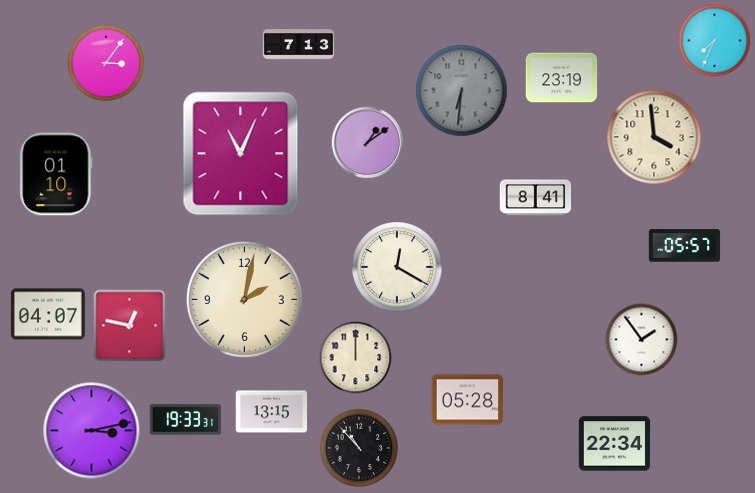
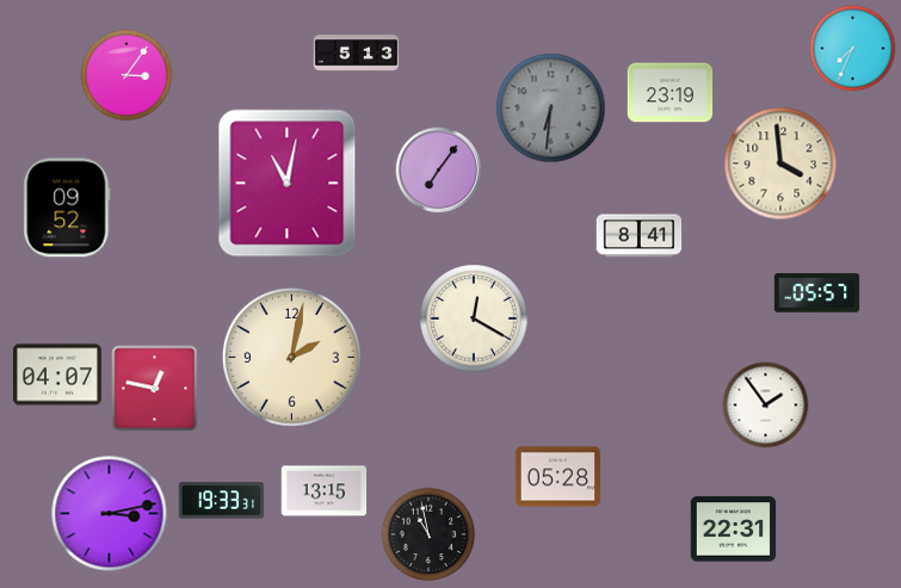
clock at (299, 45): 7:13 -> 5:13
clock at (368, 143): 1:09 -> 7:06
clock at (241, 154): 11:04 -> 11:02
clock at (56, 174): 01:10 -> 09:52
clock at (356, 358): 12:00 -> none
clock at (615, 444): 22:34 -> 22:31
clock at (359, 448): 10:53 -> 10:58
